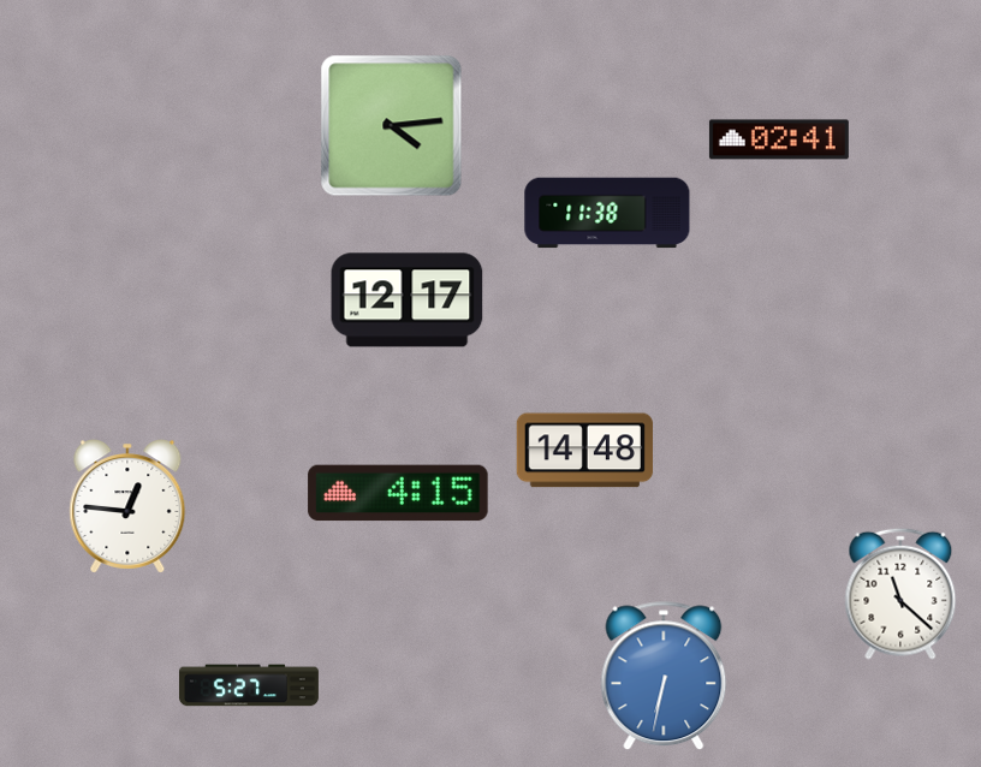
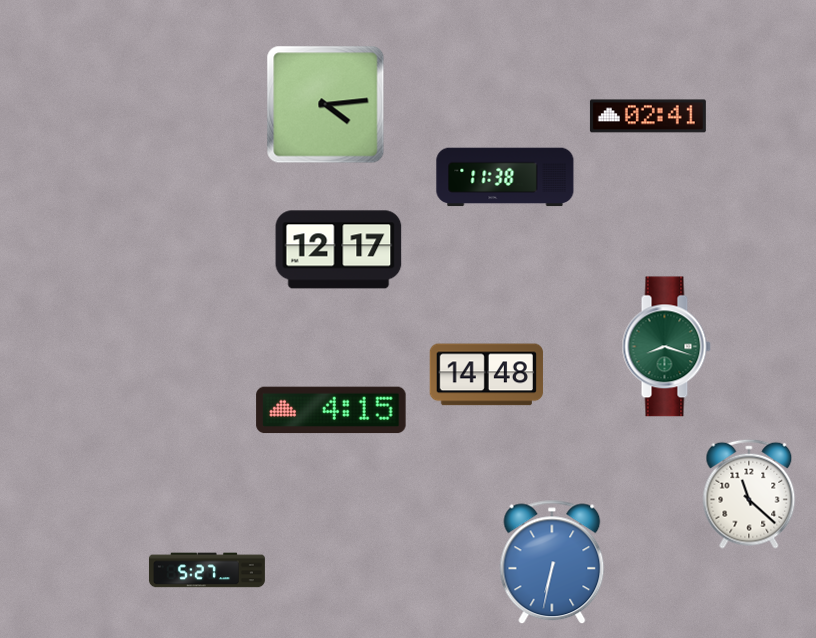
clock at (666, 347): none -> 8:18
clock at (127, 506): 12:46 -> none
